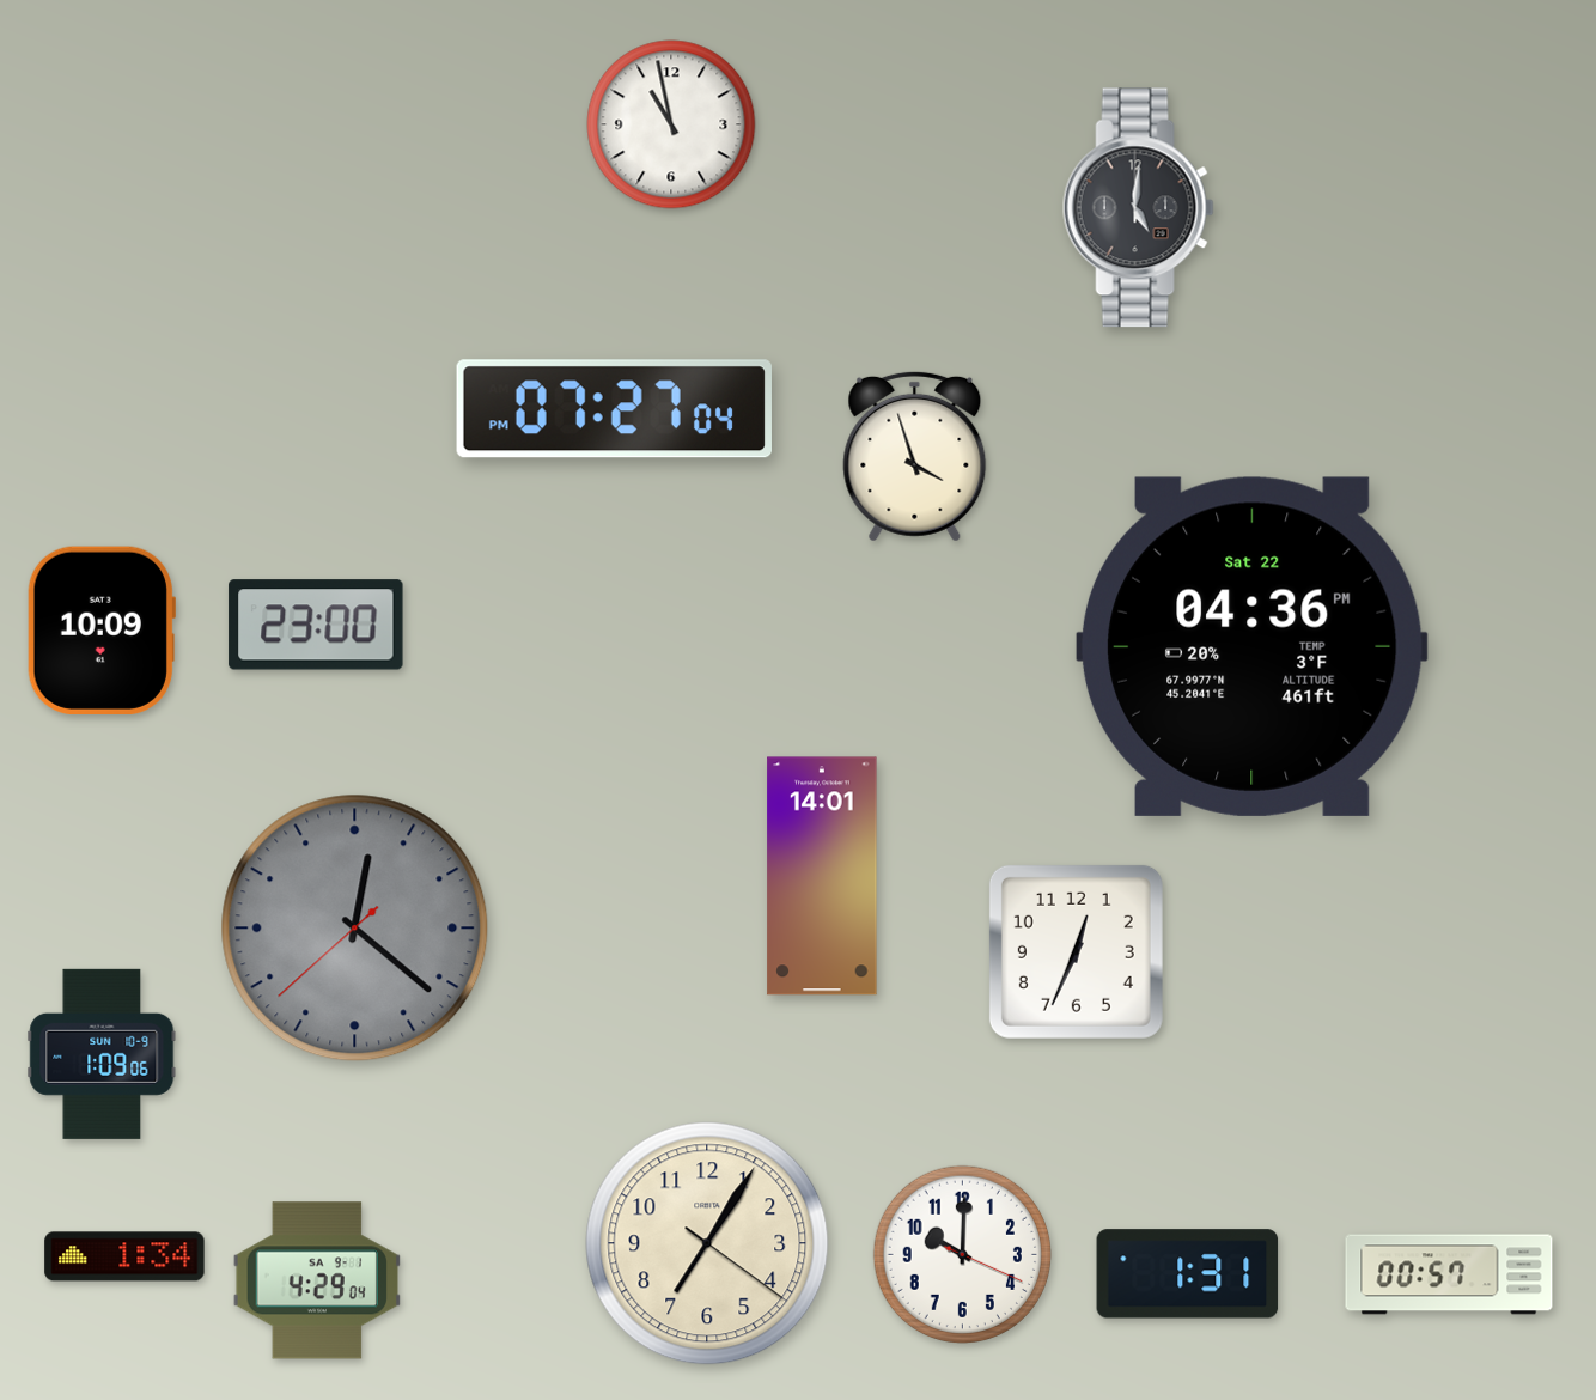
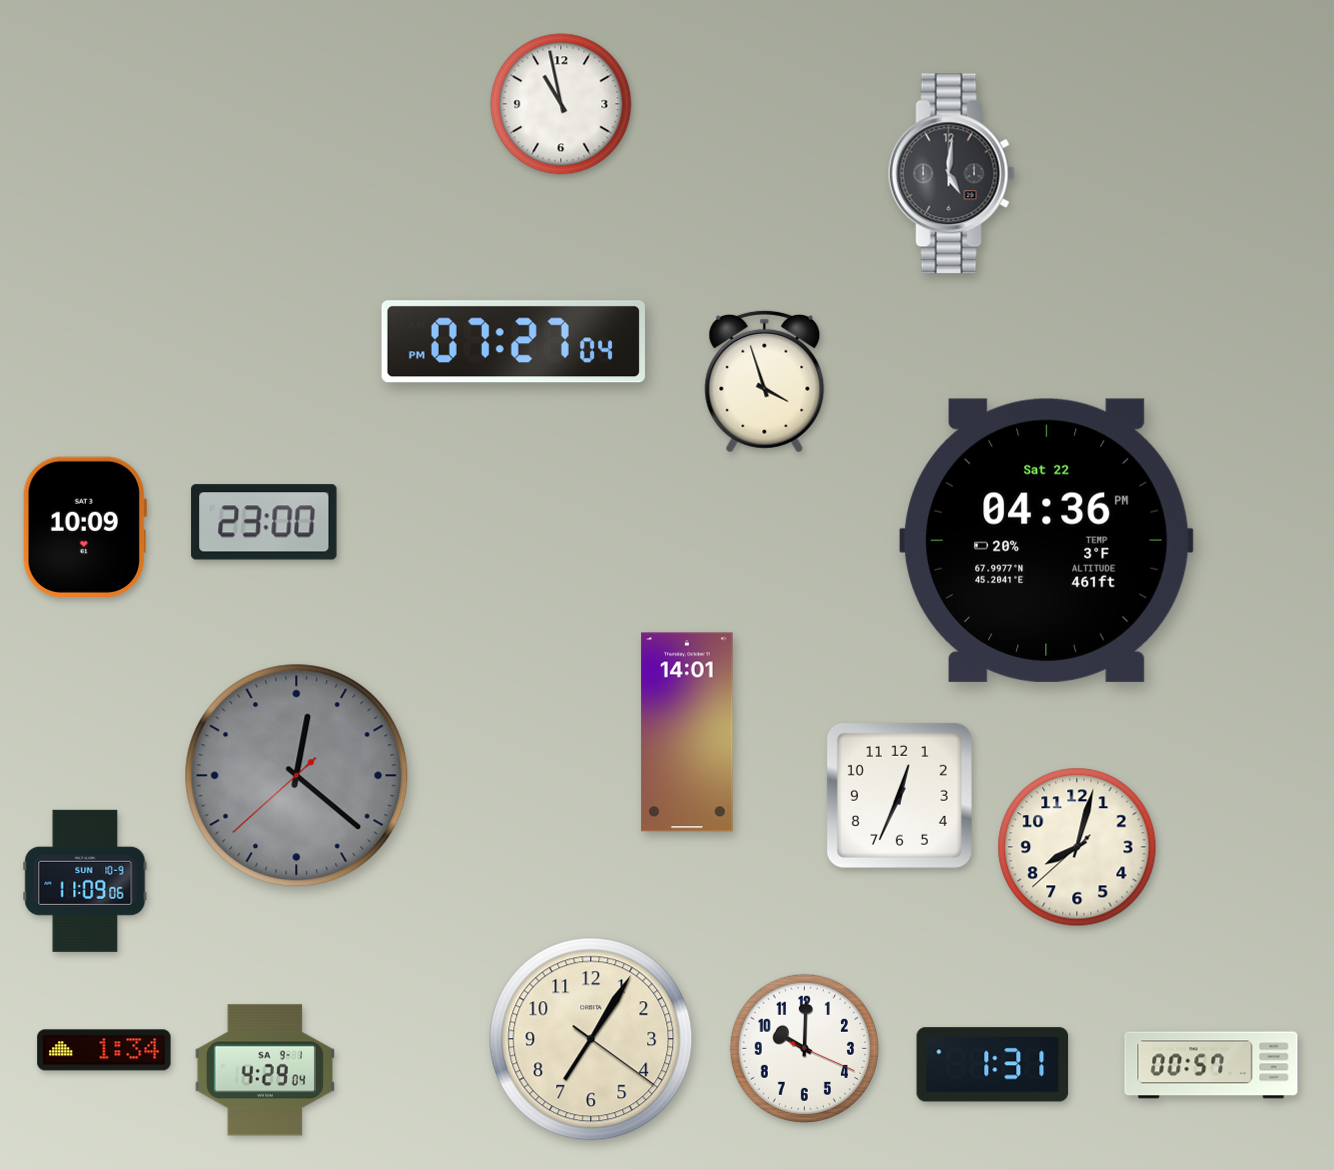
clock at (1077, 847): none -> 8:02
clock at (102, 1054): 1:09 -> 11:09
